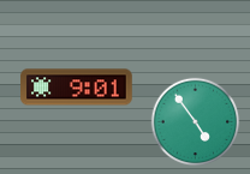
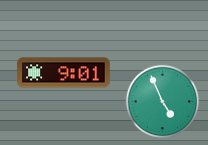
clock at (196, 122): 4:54 -> 4:56
